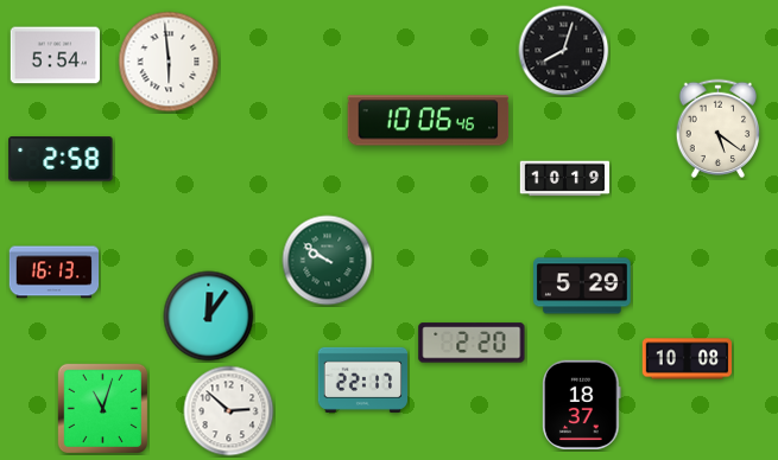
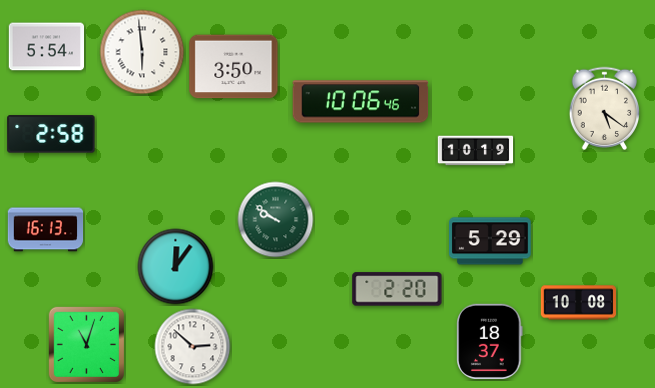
clock at (564, 51): 8:03 -> none
clock at (234, 67): none -> 3:50
clock at (362, 379): 22:17 -> none
